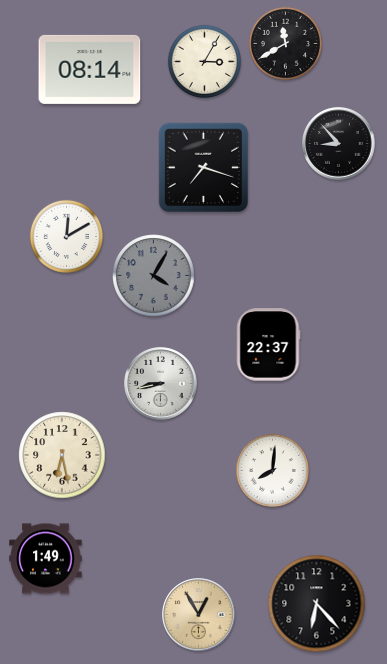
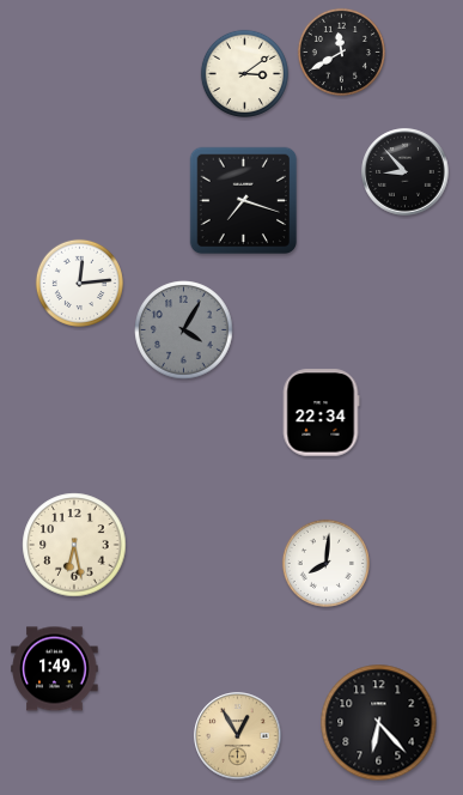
clock at (204, 61): 3:05 -> 3:09
clock at (90, 69): 08:14 -> none
clock at (66, 236): 12:10 -> 12:14
clock at (268, 345): 22:37 -> 22:34
clock at (161, 384): 8:43 -> none
